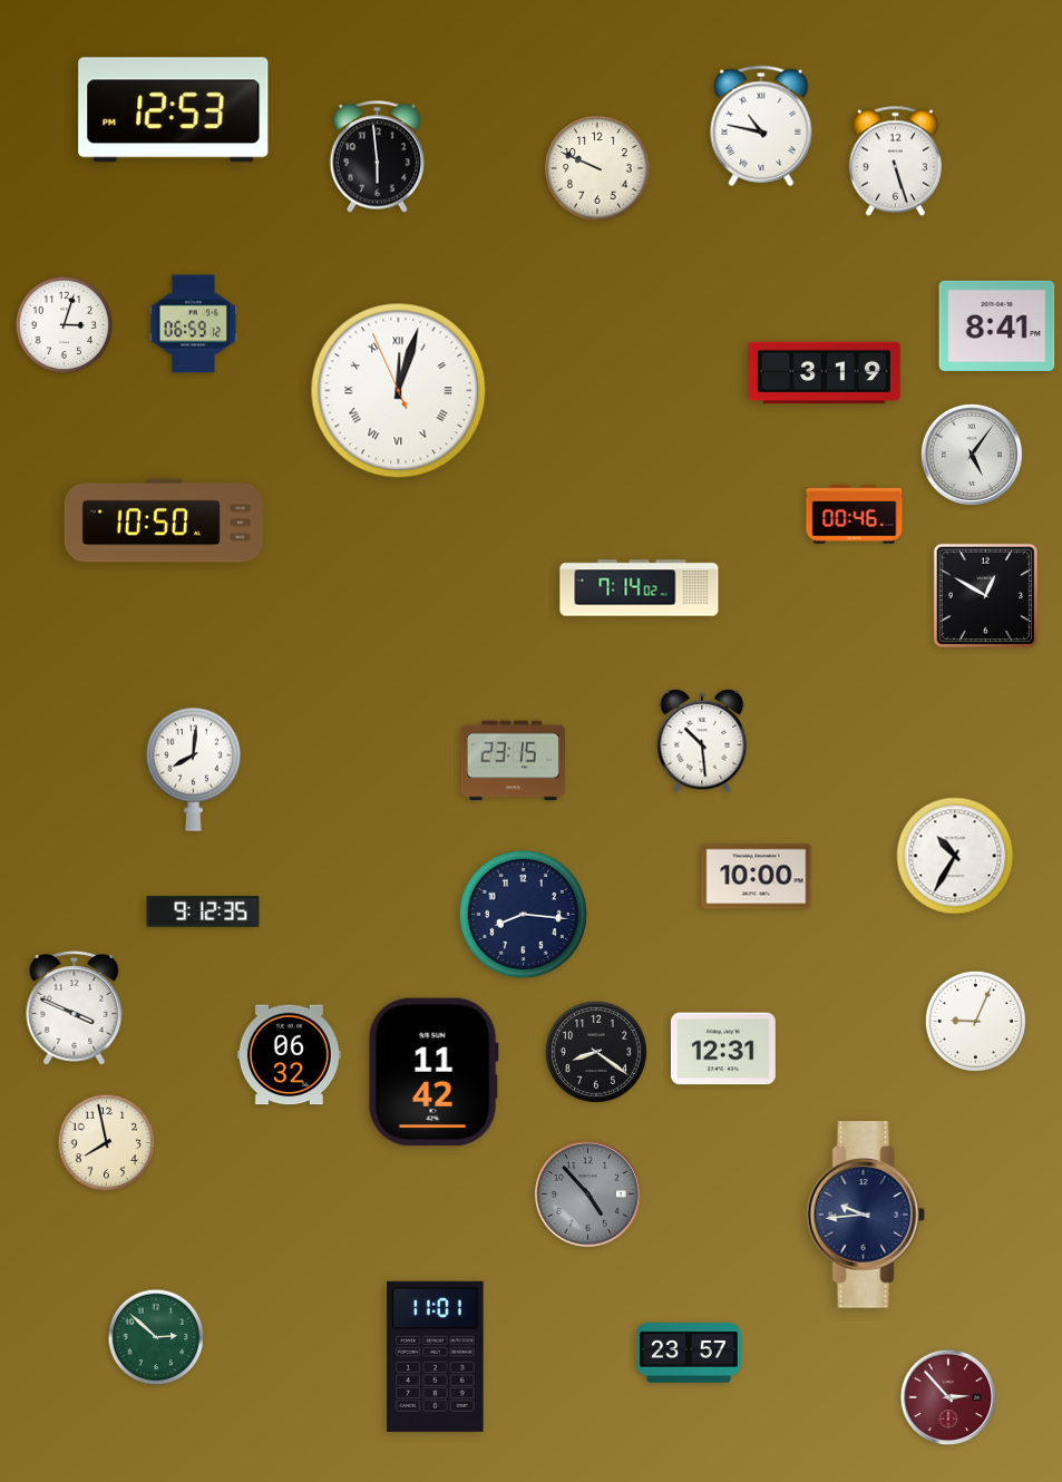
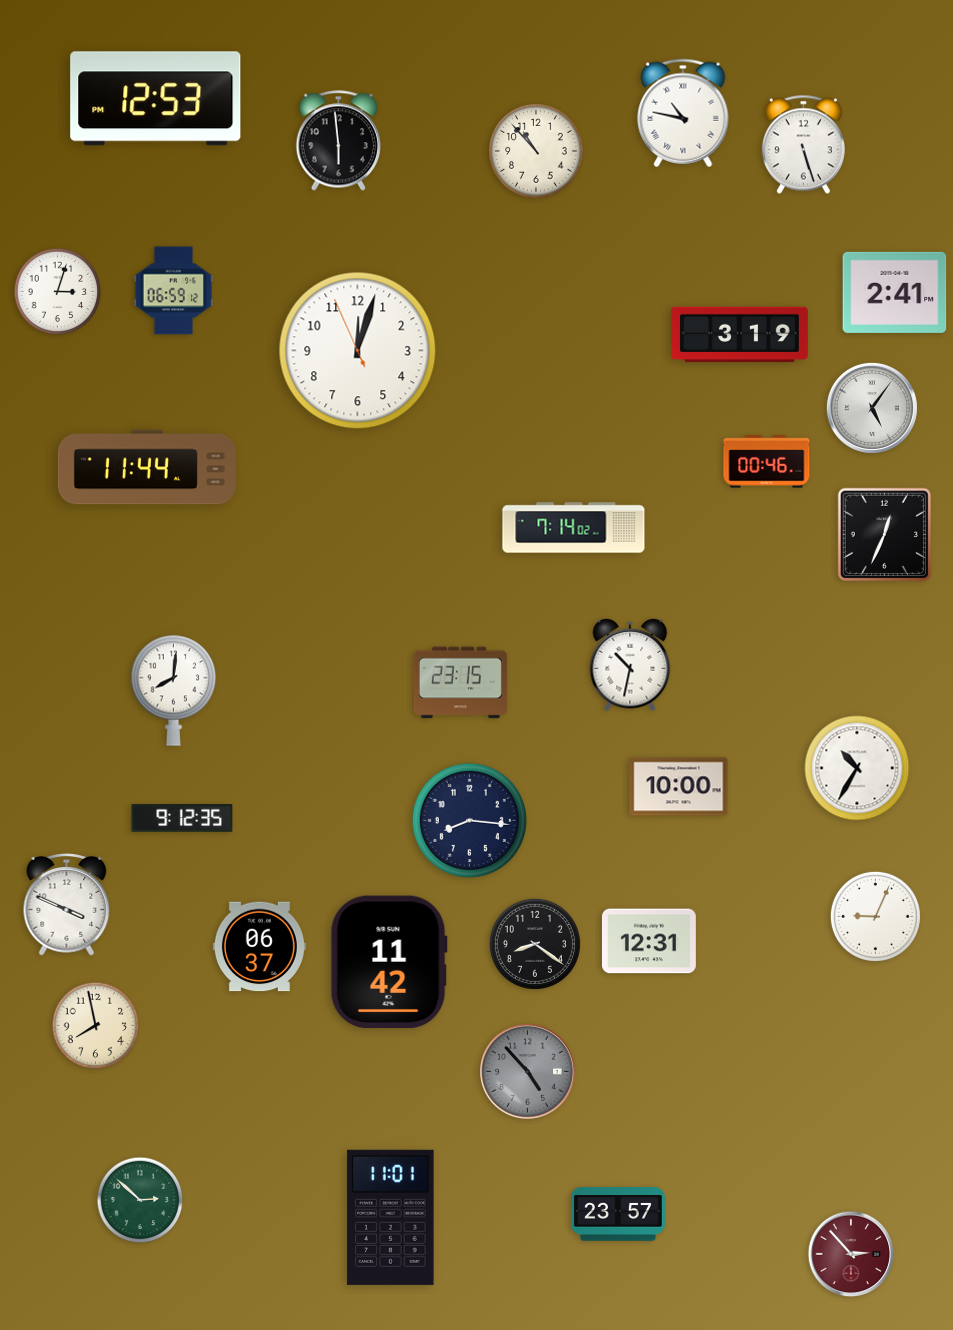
clock at (597, 168): 9:49 -> 10:53
clock at (997, 325): 8:41 -> 2:41
clock at (399, 391) numerals: Roman -> Arabic
clock at (164, 520): 10:50 -> 11:44
clock at (985, 595): 12:50 -> 12:34
clock at (702, 741): 10:29 -> 10:32
clock at (289, 1055): 06:32 -> 06:37
clock at (866, 1215): 9:44 -> none
